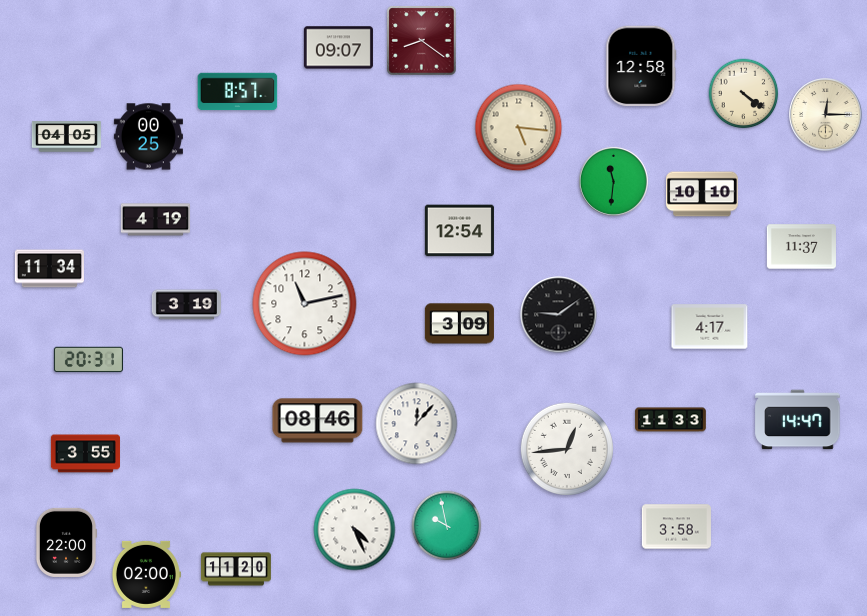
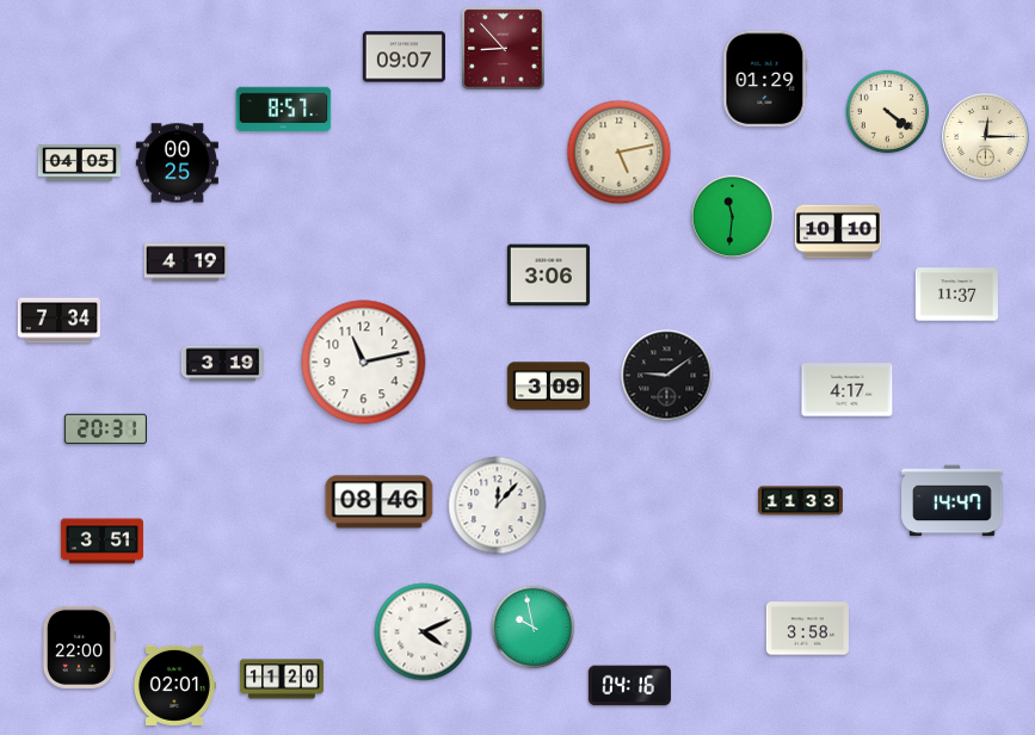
clock at (422, 41): 8:21 -> 8:53
clock at (641, 66): 12:58 -> 01:29
clock at (519, 128): 5:16 -> 5:13
clock at (459, 231): 12:54 -> 3:06
clock at (49, 269): 11:34 -> 7:34
clock at (567, 449): 12:44 -> none
clock at (85, 454): 3:55 -> 3:51
clock at (355, 530): 4:26 -> 4:11
clock at (146, 574): 02:00 -> 02:01
clock at (629, 686): none -> 04:16
